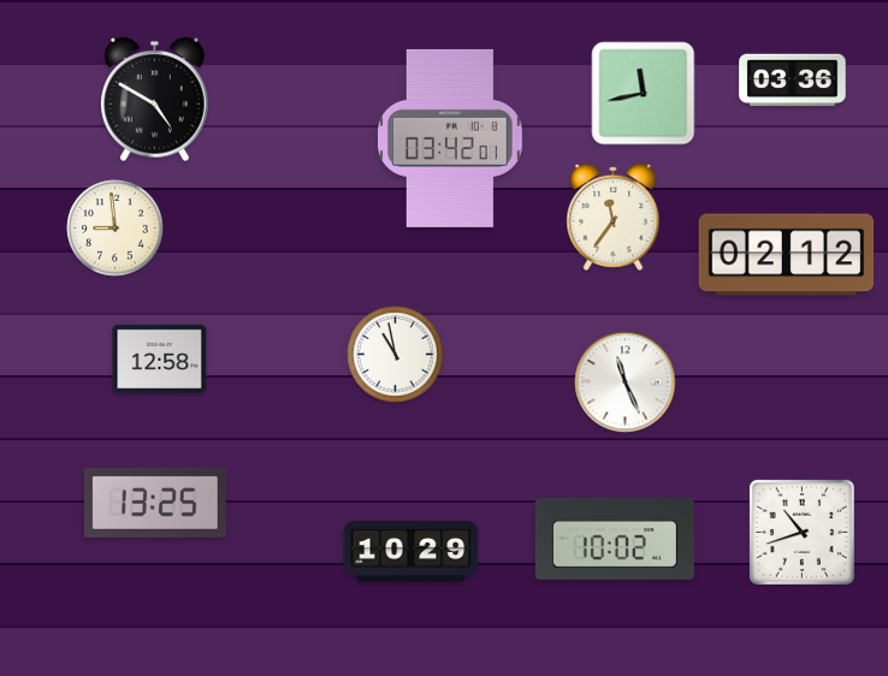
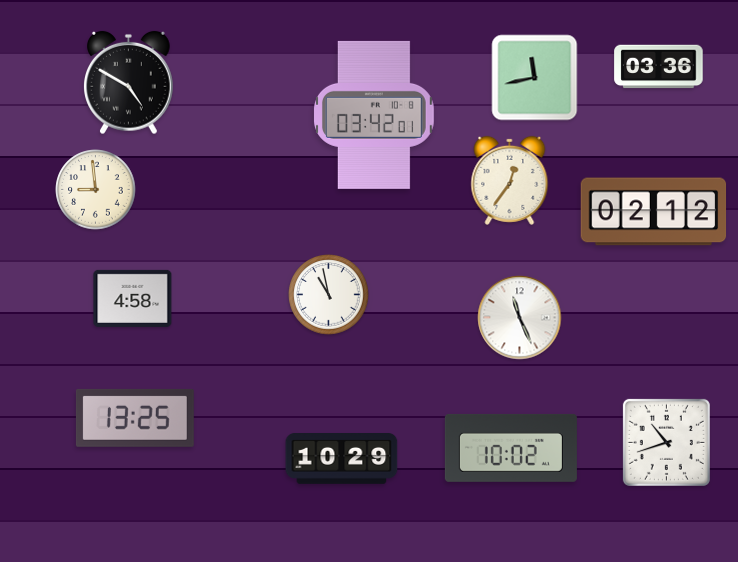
clock at (614, 217): 11:36 -> 12:36
clock at (160, 358): 12:58 -> 4:58
clock at (155, 503) position: (155, 503) -> (135, 418)
